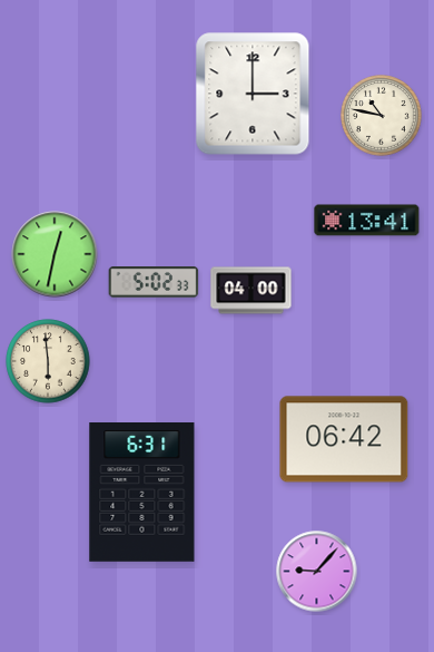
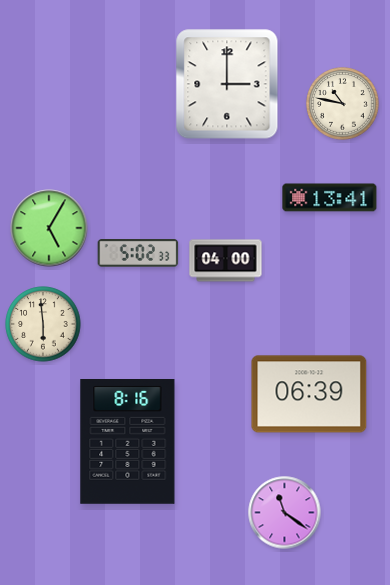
clock at (55, 254): 12:32 -> 5:05
clock at (344, 439): 06:42 -> 06:39
clock at (142, 493): 6:31 -> 8:16
clock at (317, 572): 9:07 -> 11:21
